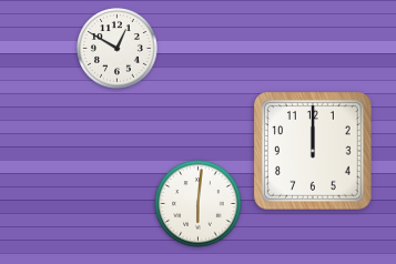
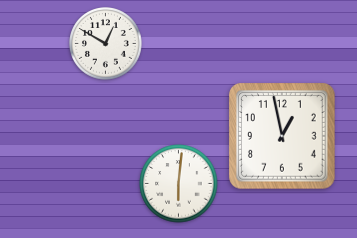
clock at (313, 151): 12:00 -> 12:58
